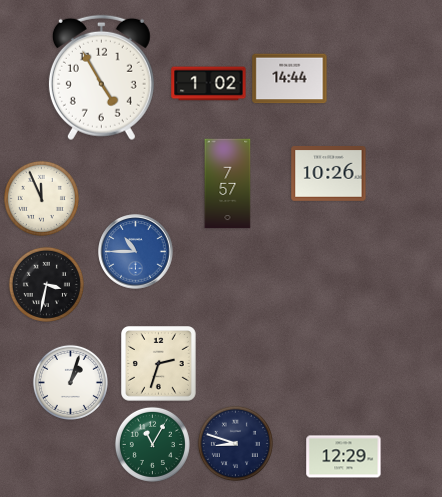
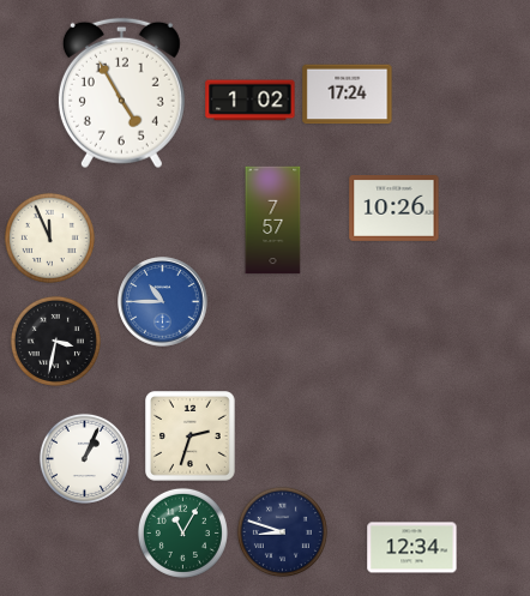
clock at (290, 79): 14:44 -> 17:24
clock at (70, 382): 1:03 -> 1:04
clock at (344, 457): 12:29 -> 12:34
